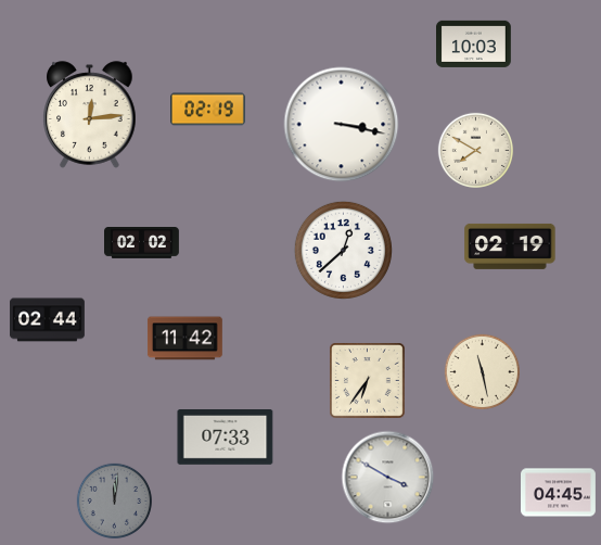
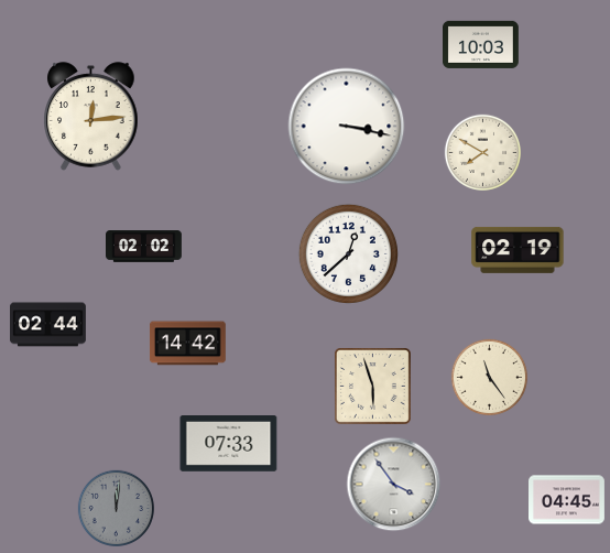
clock at (208, 110): 02:19 -> none
clock at (184, 339): 11:42 -> 14:42
clock at (482, 371): 11:28 -> 11:24
clock at (368, 381): 6:36 -> 5:57
clock at (388, 478): 3:50 -> 3:54
